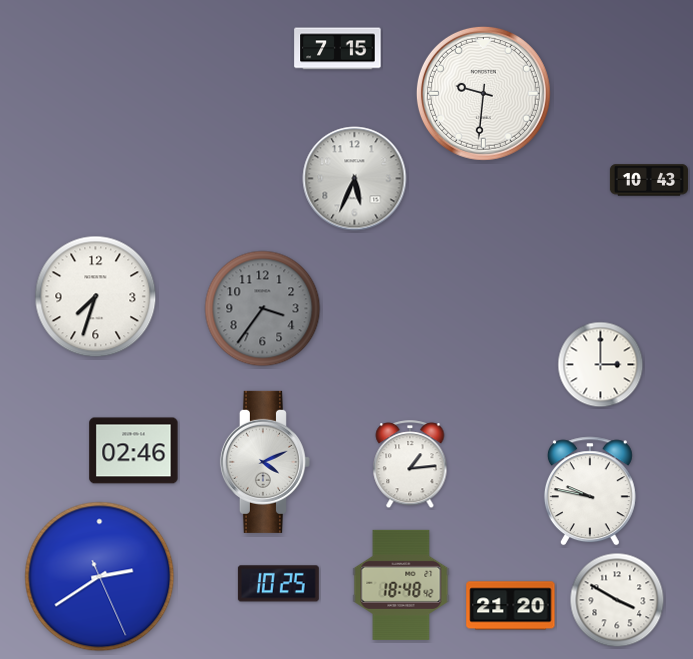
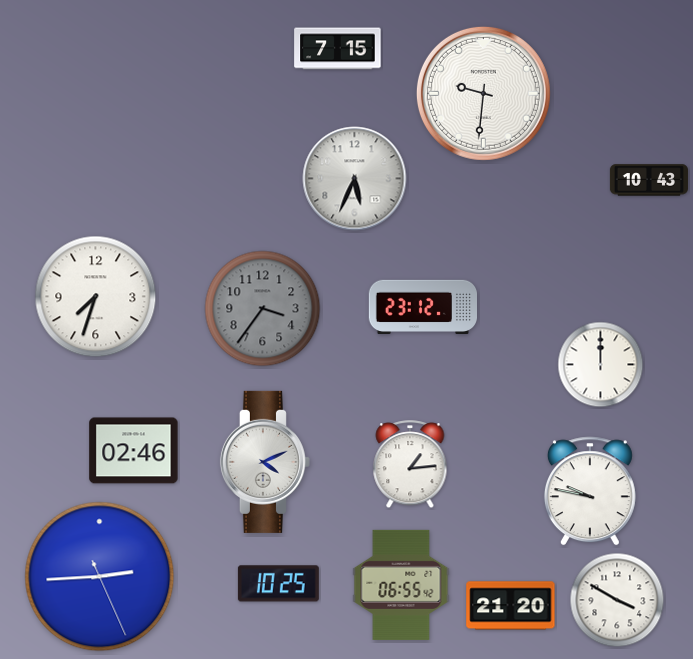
clock at (422, 306): none -> 23:12
clock at (601, 365): 3:00 -> 12:00
clock at (100, 577): 2:39 -> 2:44
clock at (401, 585): 18:48 -> 06:55
